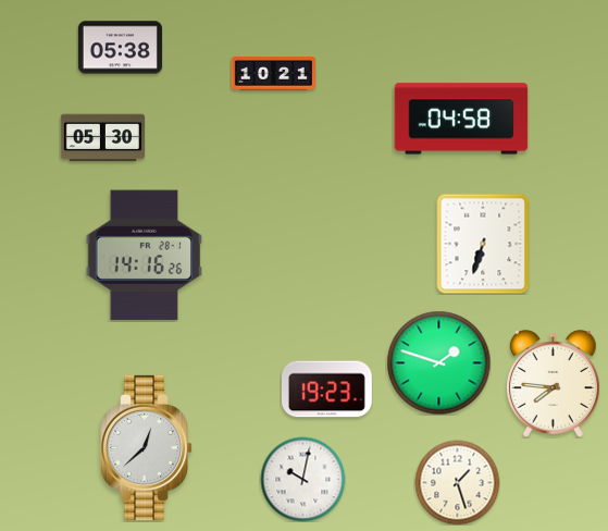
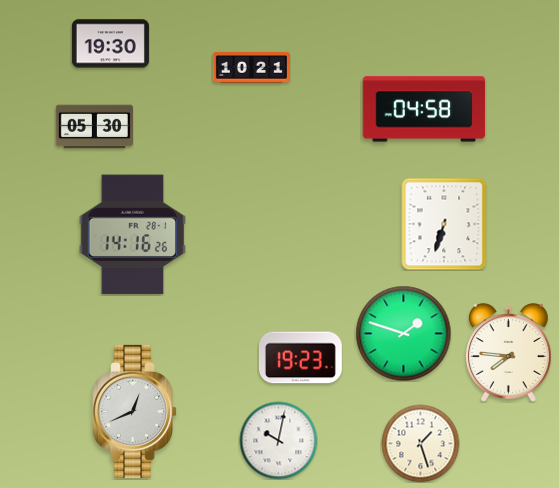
clock at (120, 48): 05:38 -> 19:30
clock at (147, 447): 12:38 -> 12:41
